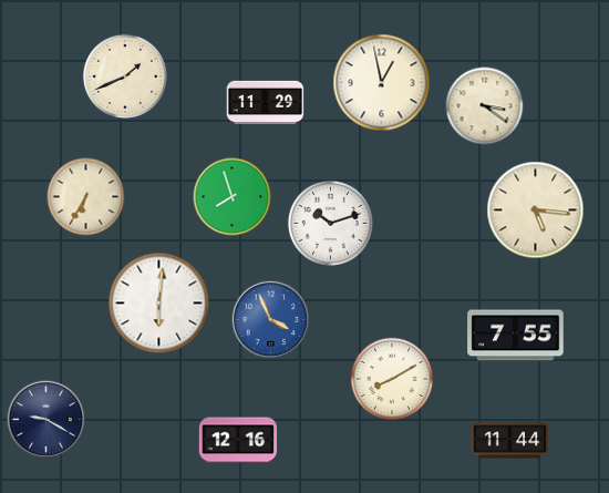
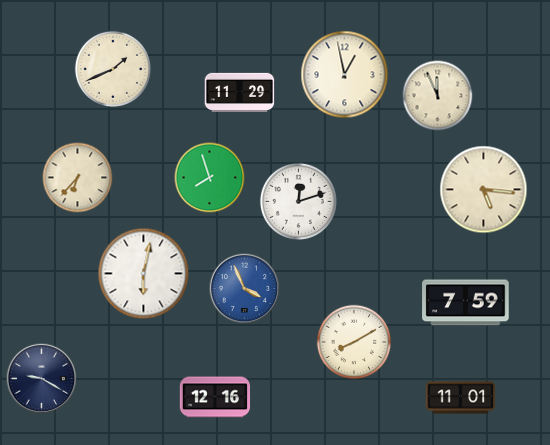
clock at (485, 106): 3:21 -> 11:56
clock at (86, 197): 6:35 -> 6:37
clock at (330, 223): 10:12 -> 12:12
clock at (159, 304): 6:01 -> 6:02
clock at (516, 336): 7:55 -> 7:59
clock at (510, 441): 11:44 -> 11:01
